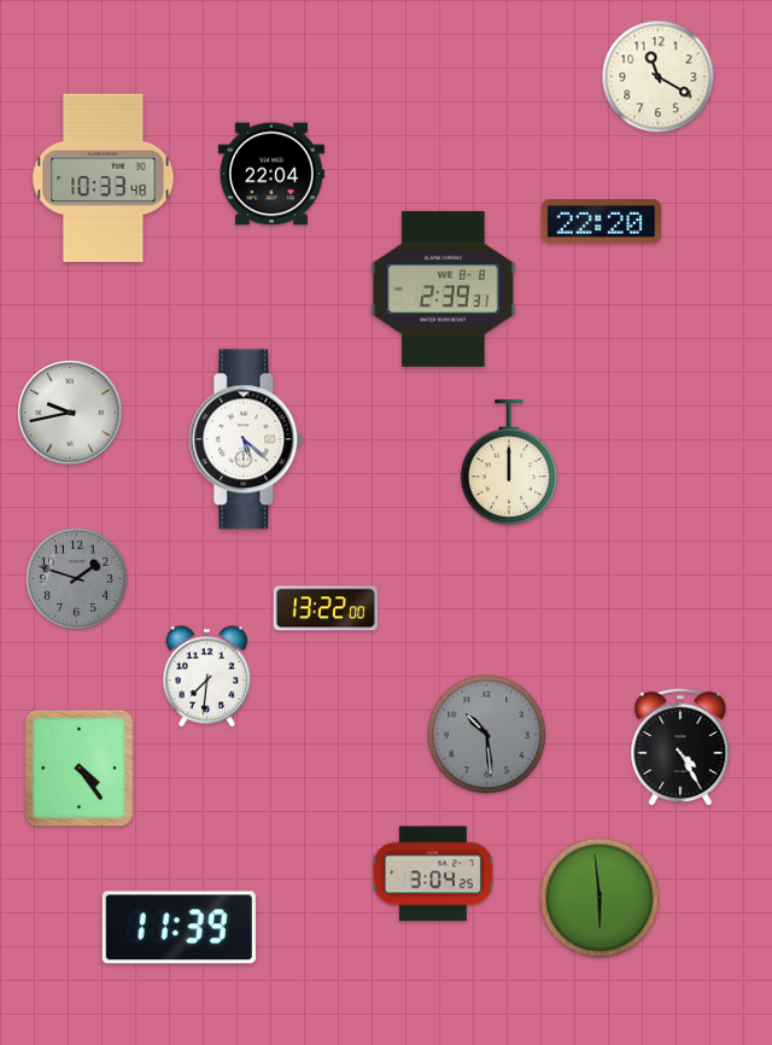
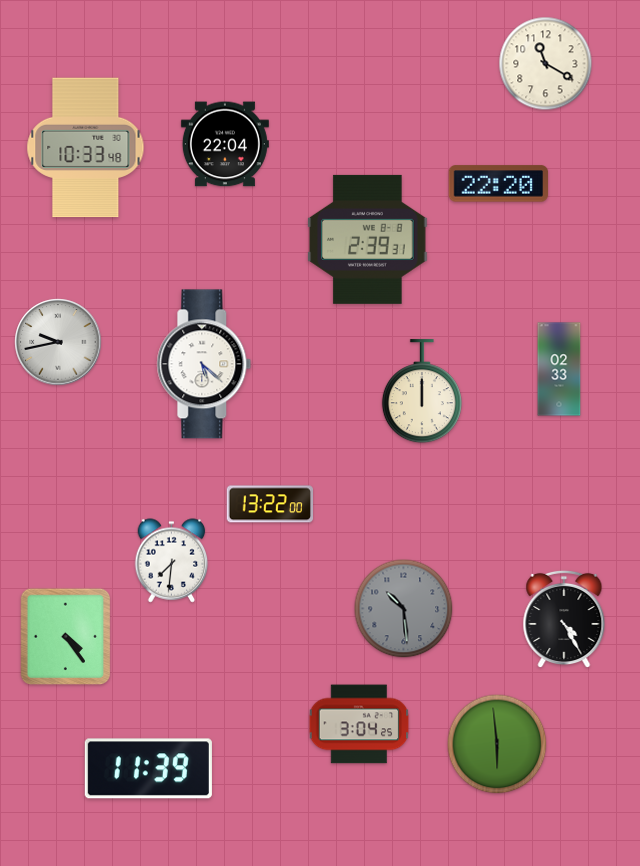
clock at (559, 369): none -> 02:33
clock at (509, 463) position: (509, 463) -> (422, 392)
clock at (77, 579): 1:48 -> none
